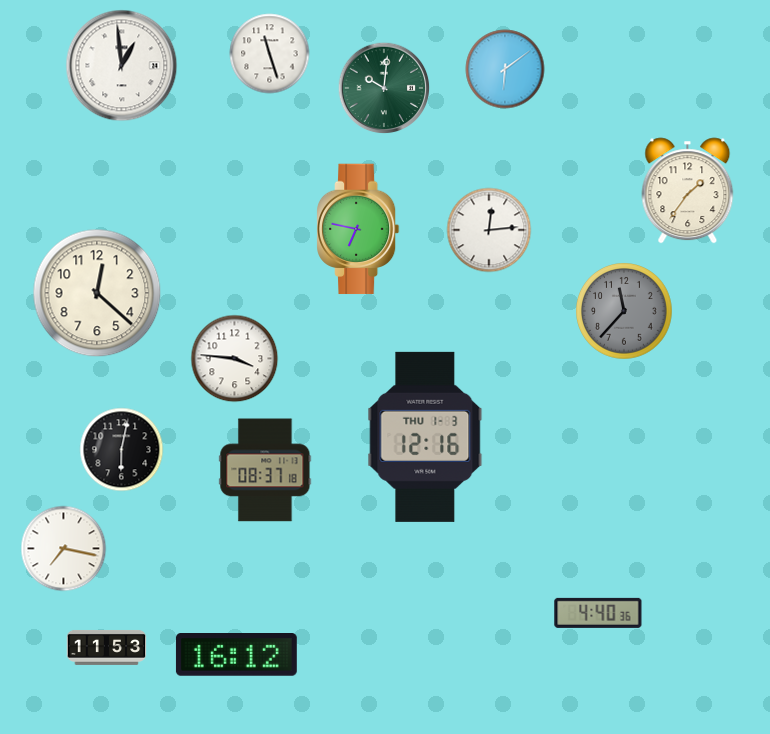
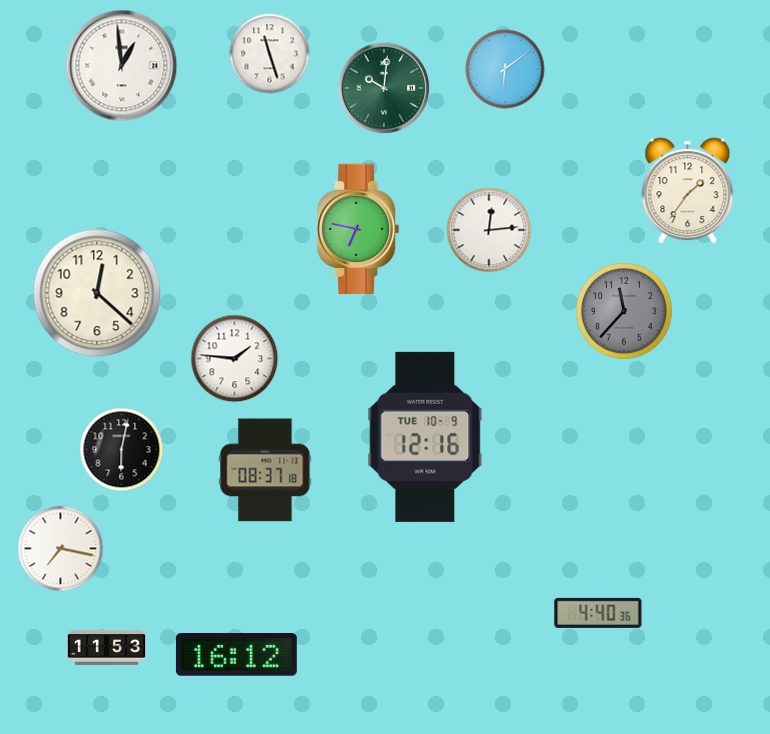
clock at (235, 359): 3:46 -> 1:46
clock at (425, 437) date: THU 1-3 -> TUE 10-9
clock at (64, 549) position: (64, 549) -> (61, 549)
